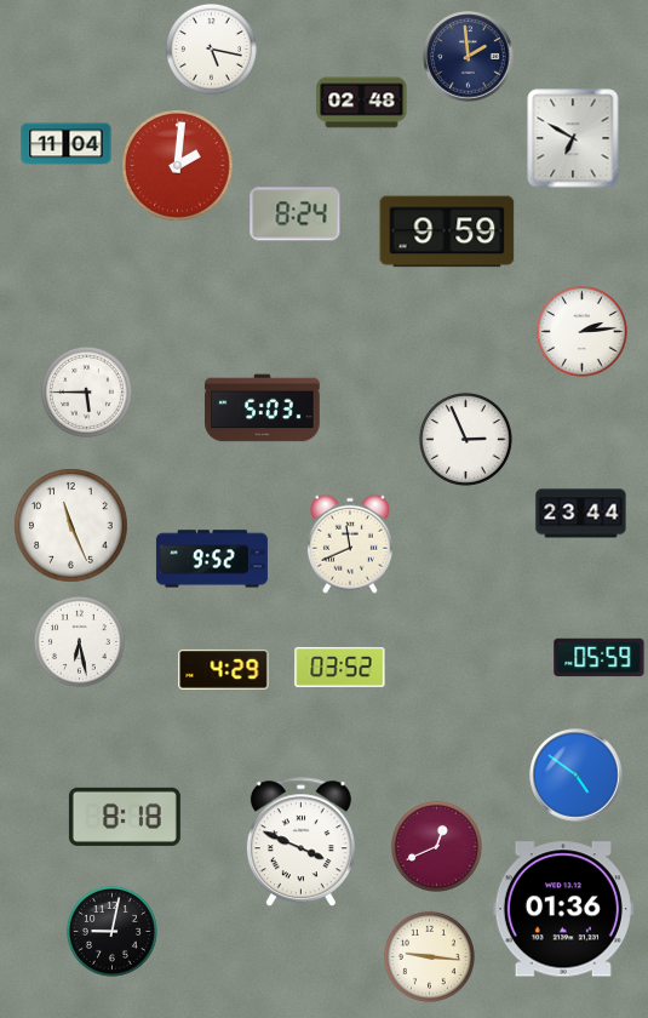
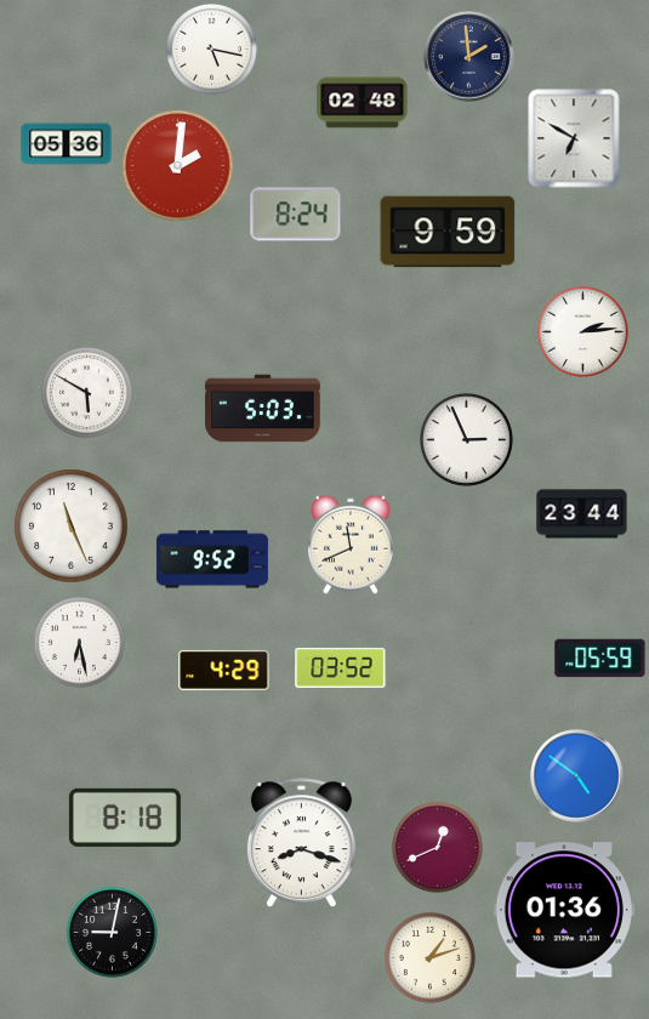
clock at (67, 144): 11:04 -> 05:36
clock at (86, 391): 5:45 -> 5:50
clock at (300, 842): 3:49 -> 8:18
clock at (429, 956): 9:16 -> 1:12
